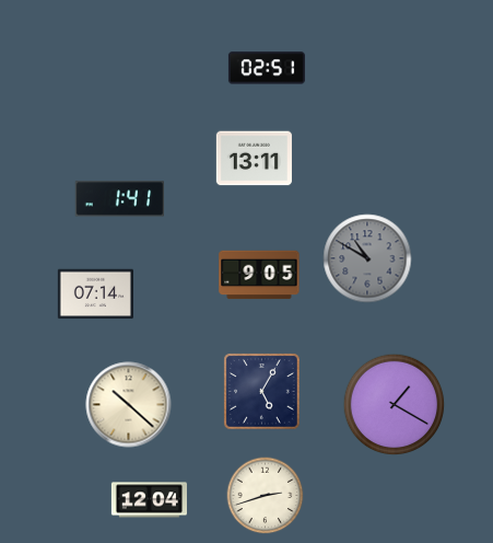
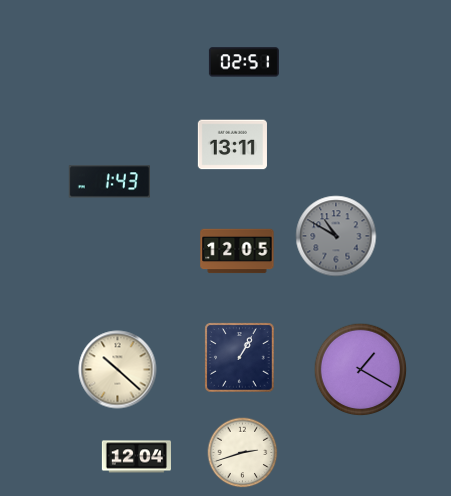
clock at (120, 199): 1:41 -> 1:43
clock at (259, 275): 9:05 -> 12:05
clock at (95, 294): 07:14 -> none
clock at (262, 392): 5:05 -> 1:05
